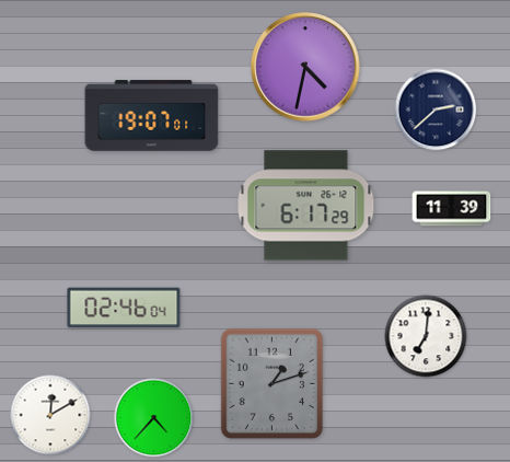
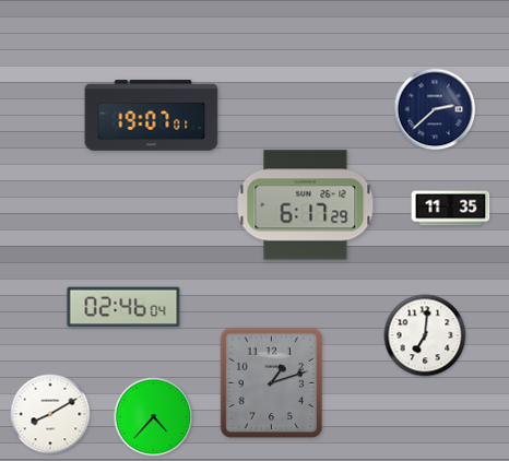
clock at (305, 67): 4:32 -> none
clock at (452, 209): 11:39 -> 11:35
clock at (50, 415): 12:10 -> 8:10
